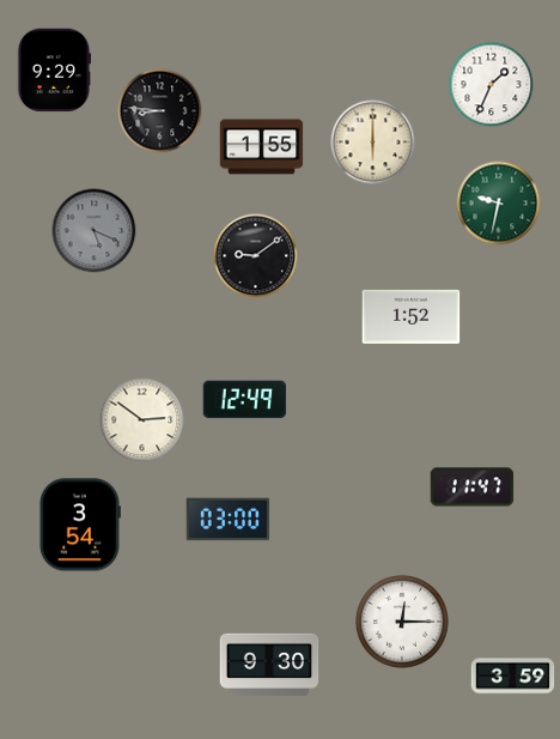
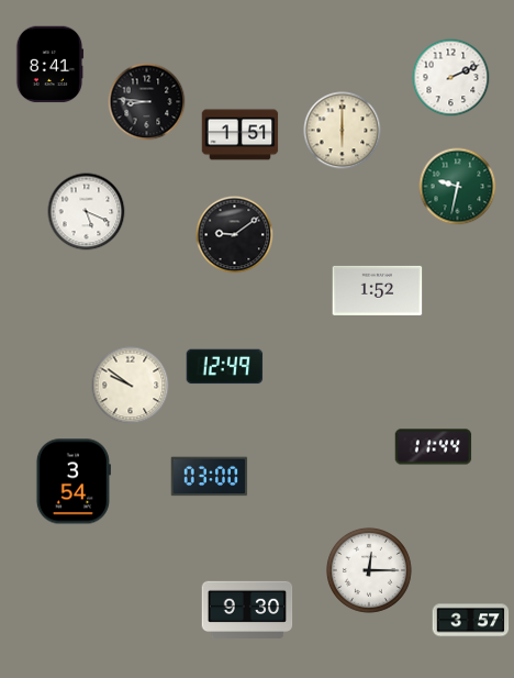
clock at (54, 71): 9:29 -> 8:41
clock at (492, 85): 1:34 -> 2:11
clock at (262, 147): 1:55 -> 1:51
clock at (95, 231) dial: grey -> white
clock at (142, 420): 2:51 -> 9:51
clock at (473, 487): 11:47 -> 11:44
clock at (513, 677): 3:59 -> 3:57
